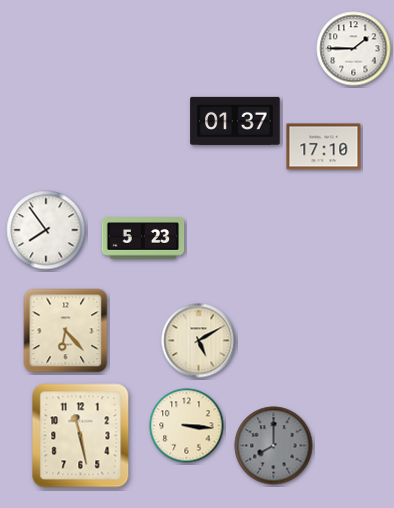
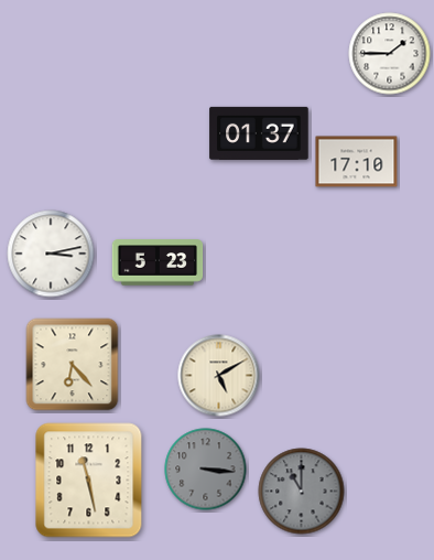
clock at (46, 230): 7:54 -> 3:13
clock at (187, 426) dial: cream -> grey
clock at (274, 446): 8:00 -> 11:00
